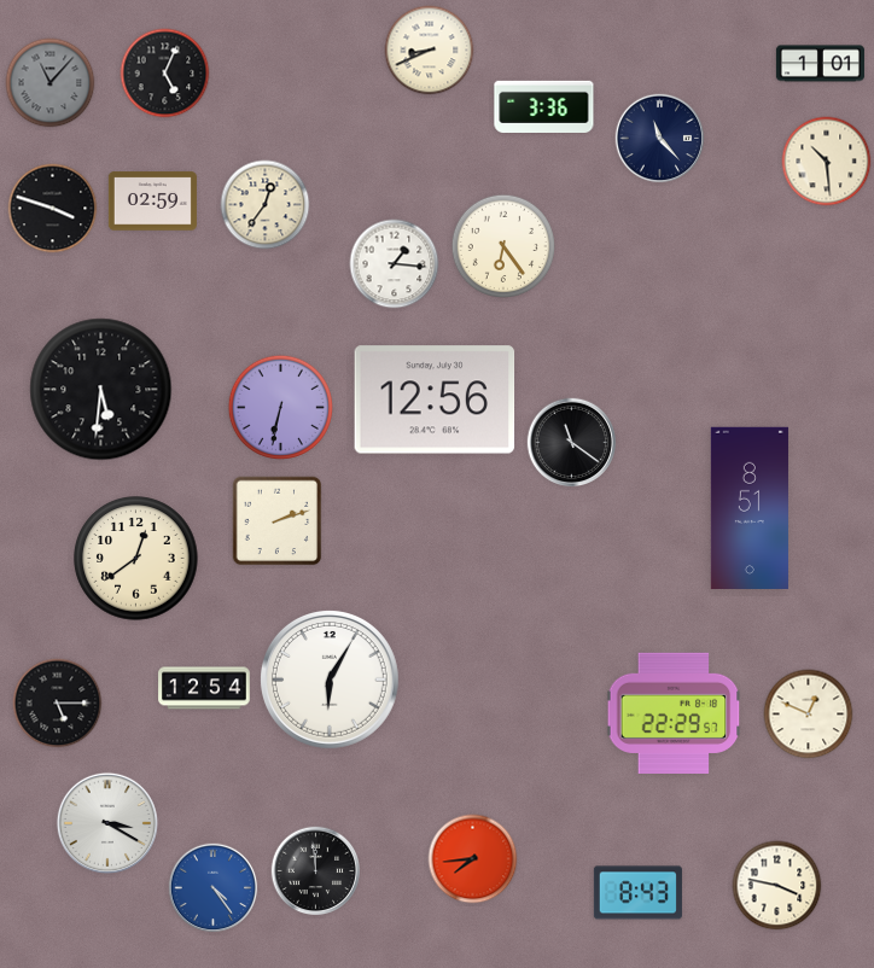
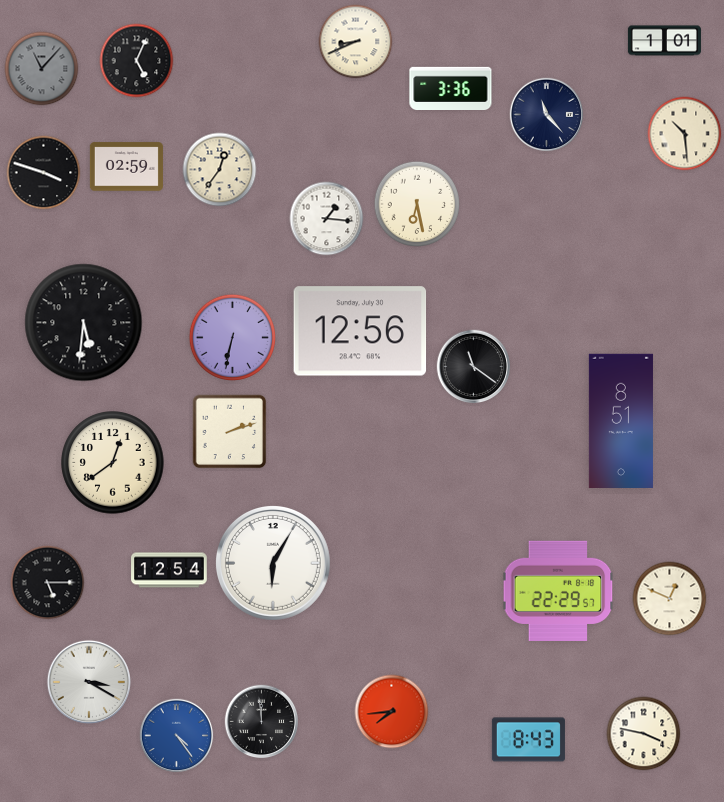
clock at (820, 64) position: (820, 64) -> (664, 41)
clock at (502, 245): 6:24 -> 6:28
clock at (809, 715) position: (809, 715) -> (670, 599)
